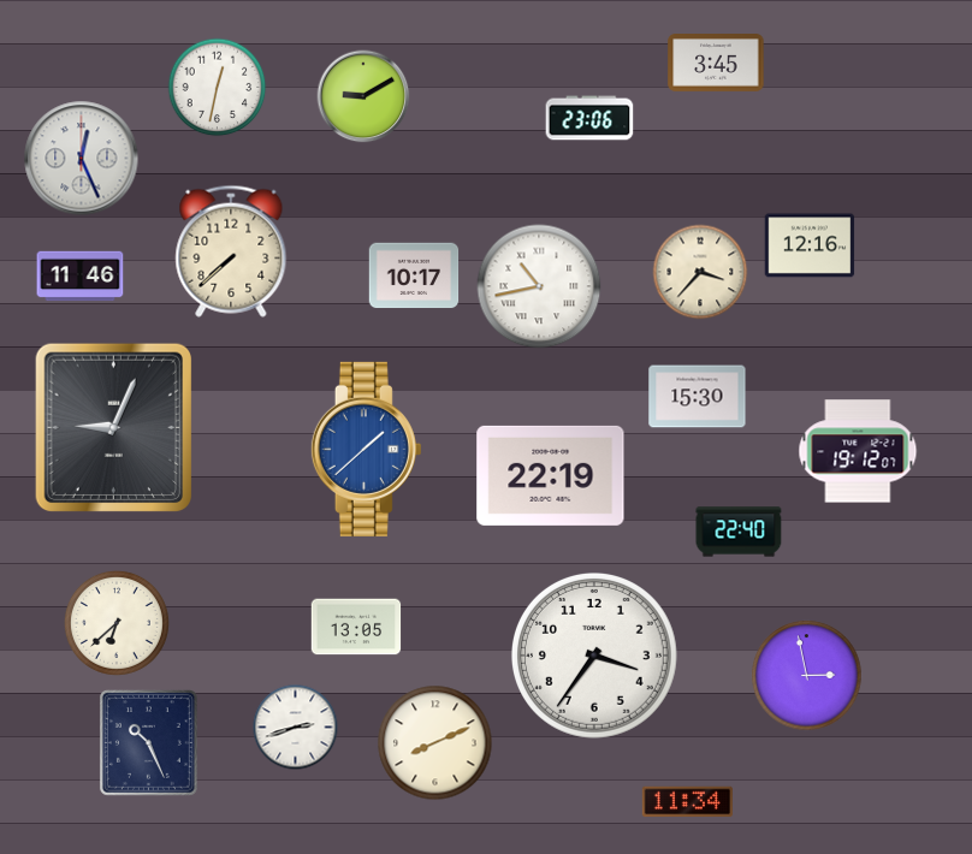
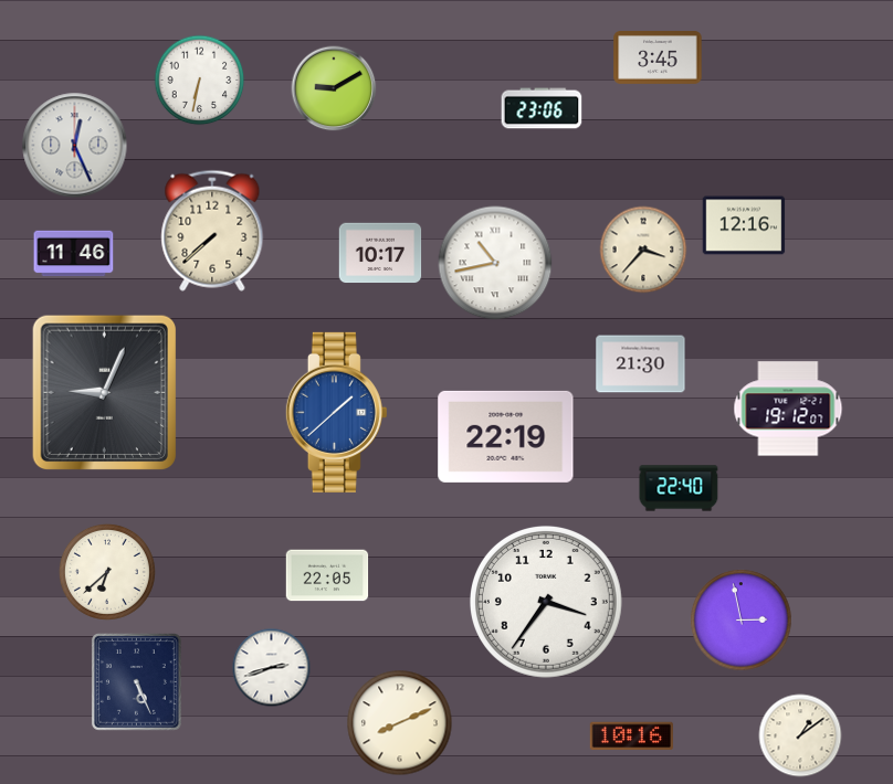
clock at (218, 88): 12:32 -> 6:32
clock at (698, 397): 15:30 -> 21:30
clock at (858, 451) position: (858, 451) -> (788, 409)
clock at (356, 627): 13:05 -> 22:05
clock at (149, 743): 10:26 -> 5:26
clock at (435, 743) position: (435, 743) -> (400, 723)
clock at (800, 735): none -> 1:09
clock at (687, 802): 11:34 -> 10:16
